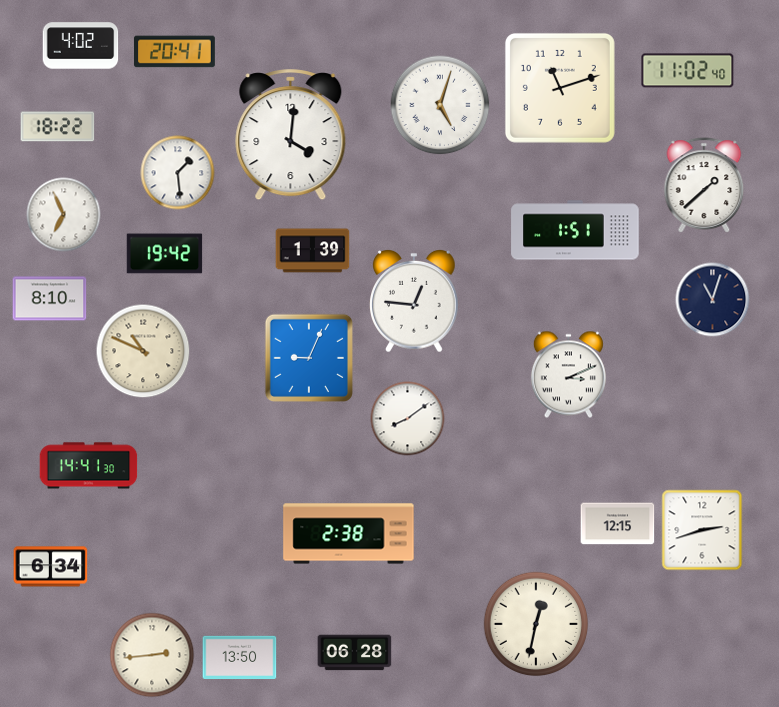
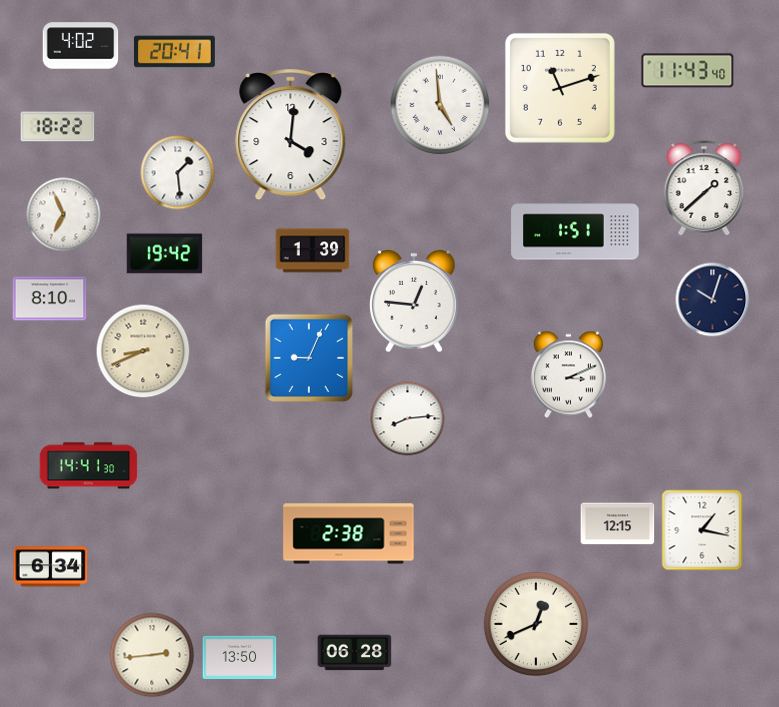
clock at (688, 71): 11:02 -> 11:43
clock at (440, 105): 5:03 -> 4:59
clock at (704, 185) position: (704, 185) -> (704, 188)
clock at (713, 300): 11:03 -> 10:03
clock at (143, 351): 10:49 -> 8:41
clock at (408, 419): 8:09 -> 8:14
clock at (702, 530): 2:42 -> 1:17
clock at (536, 624): 12:32 -> 12:41
